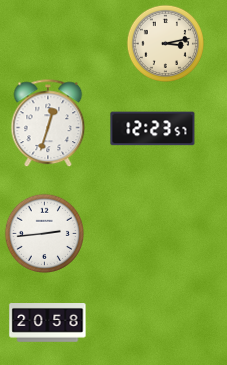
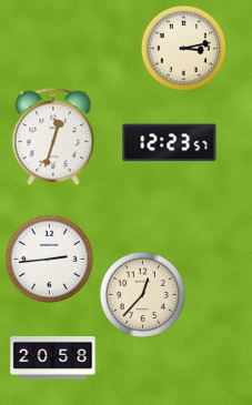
clock at (142, 294): none -> 12:37
